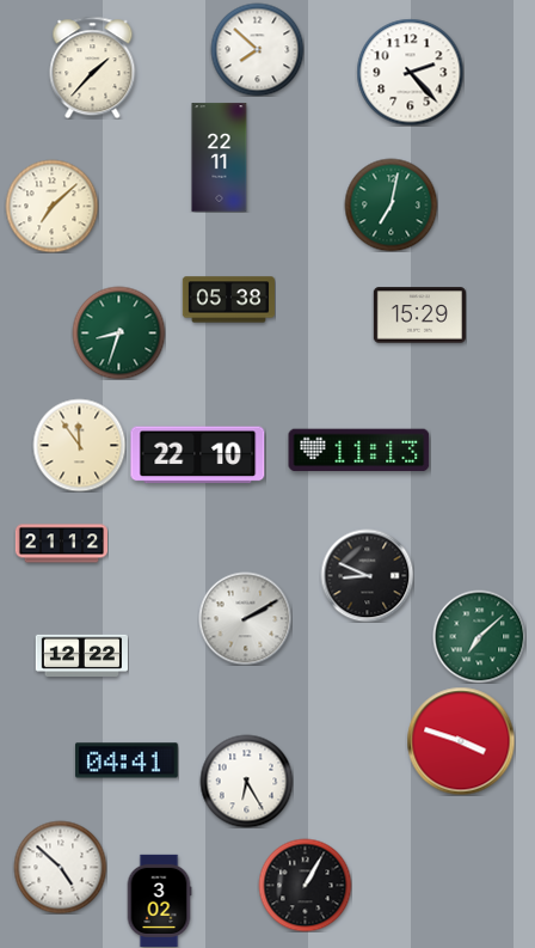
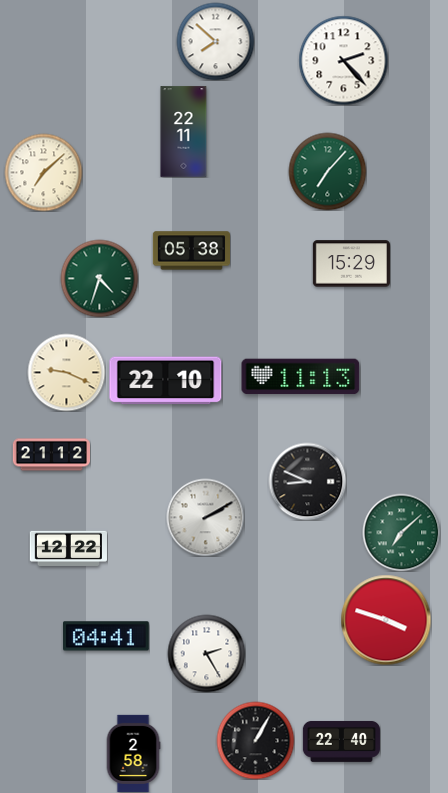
clock at (93, 67): 1:37 -> none
clock at (391, 204): 7:02 -> 7:07
clock at (118, 332): 8:33 -> 4:33
clock at (79, 445): 11:54 -> 9:19
clock at (246, 781): 6:25 -> 2:25
clock at (60, 867): 4:52 -> none
clock at (341, 741): none -> 22:40
clock at (159, 900): 3:02 -> 2:58
